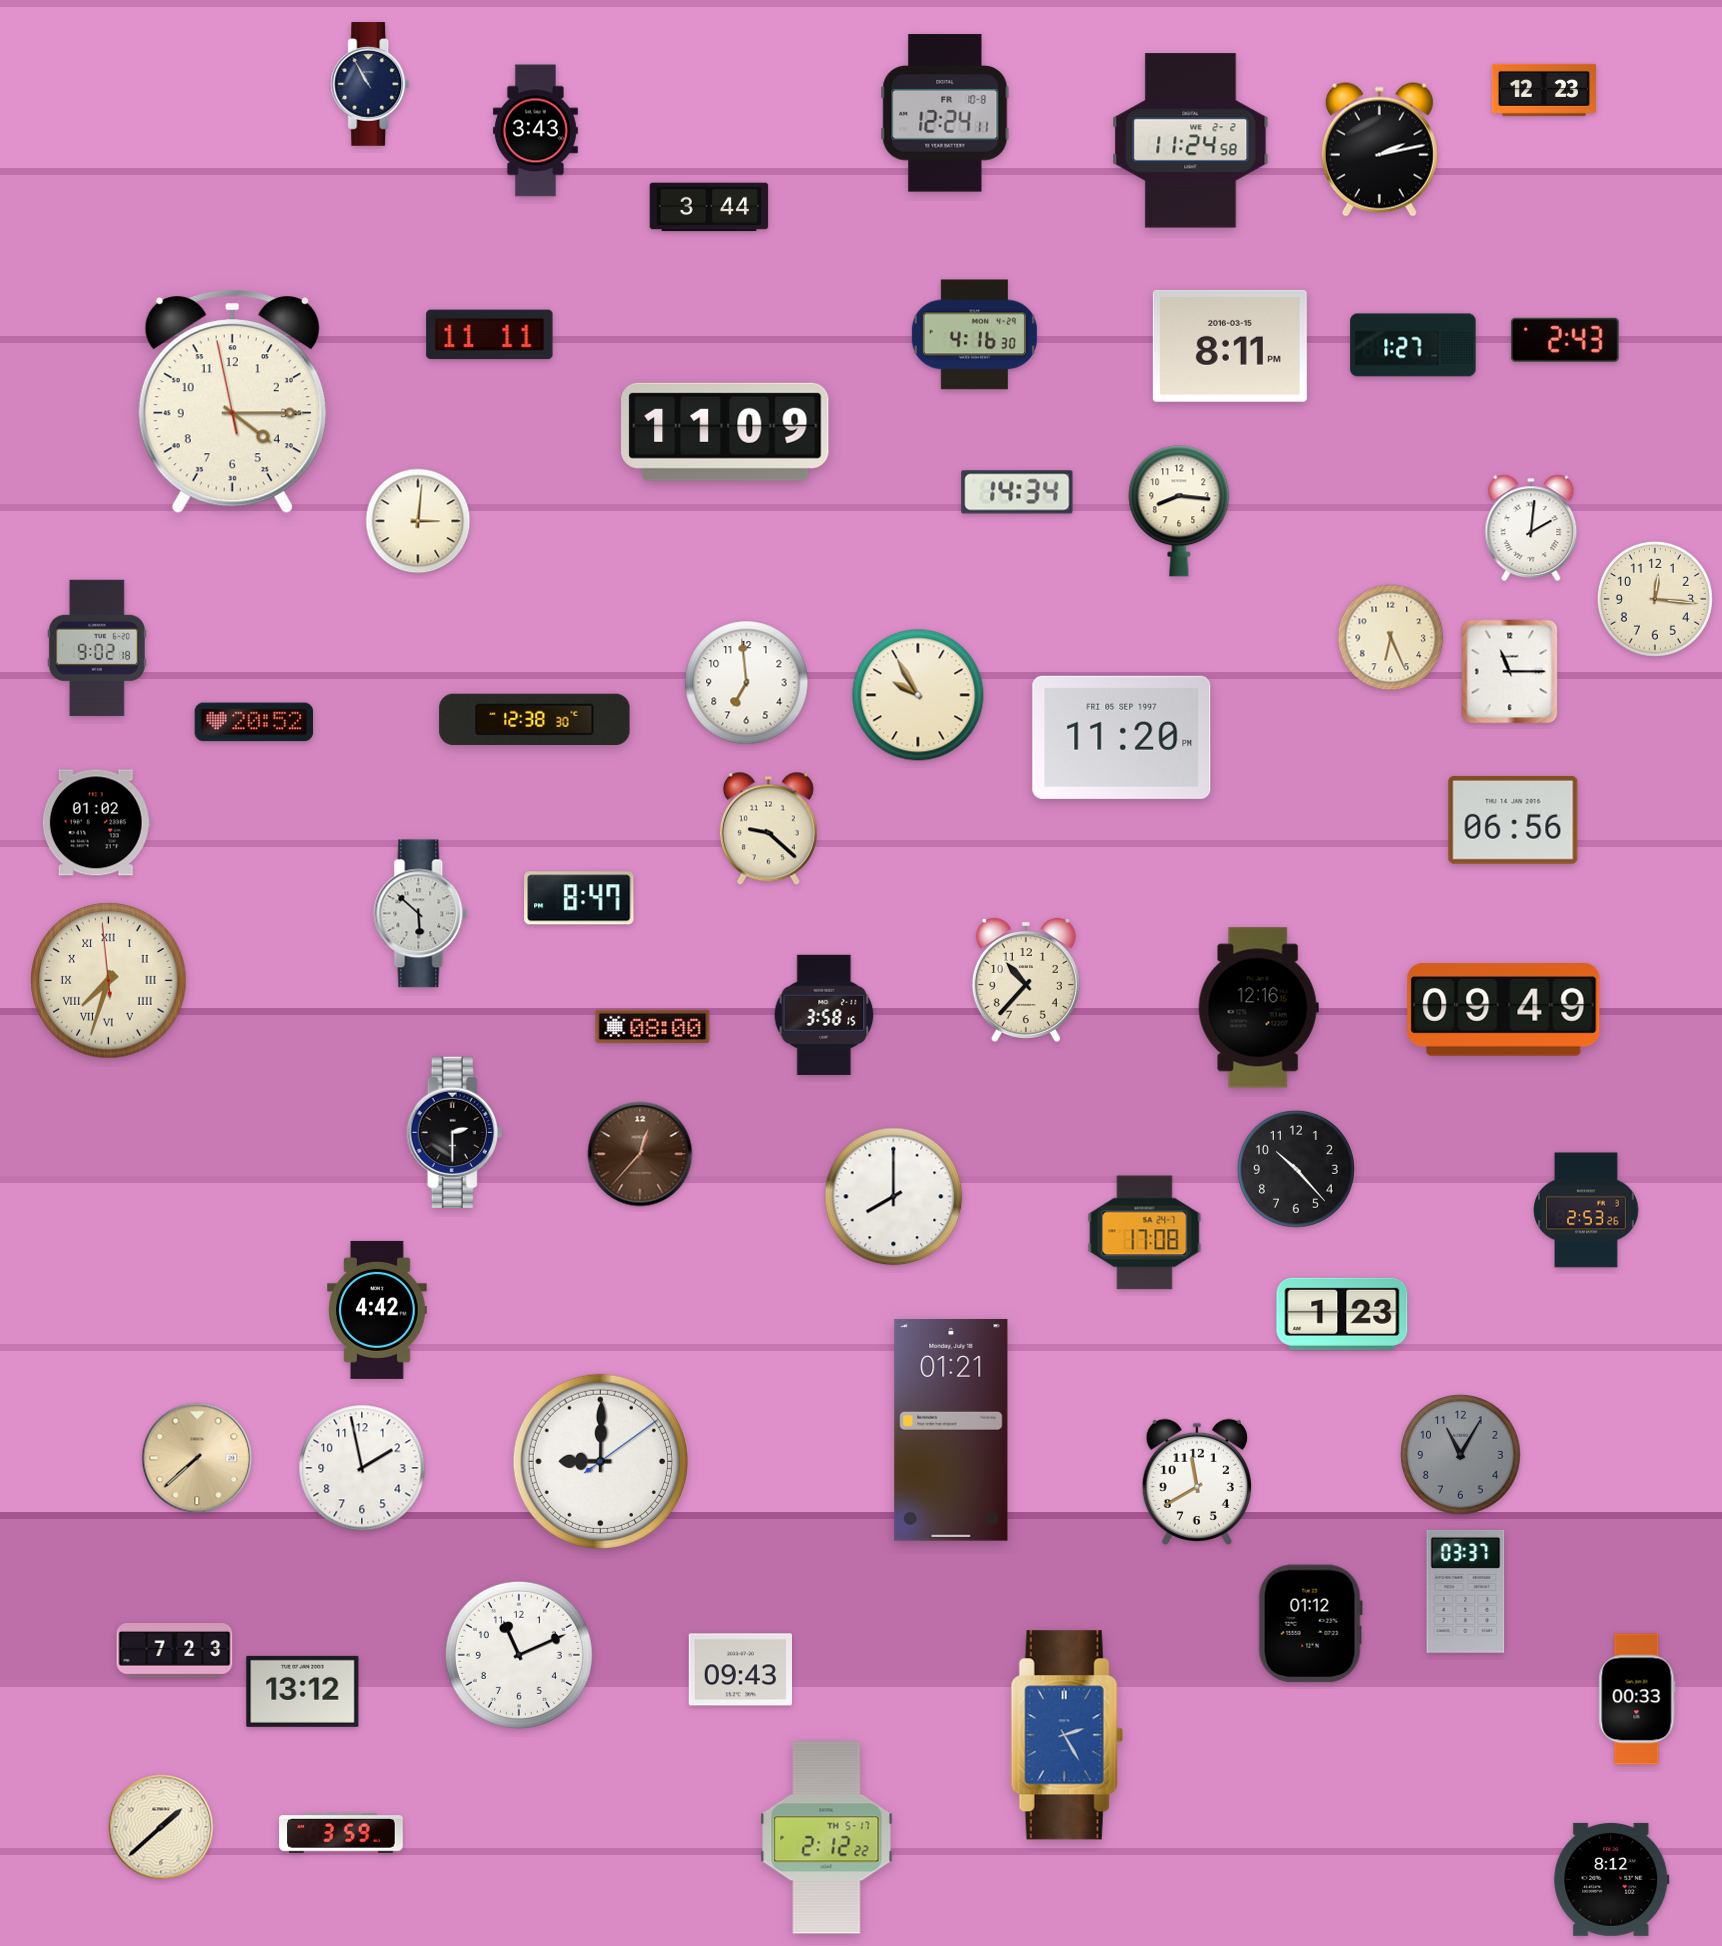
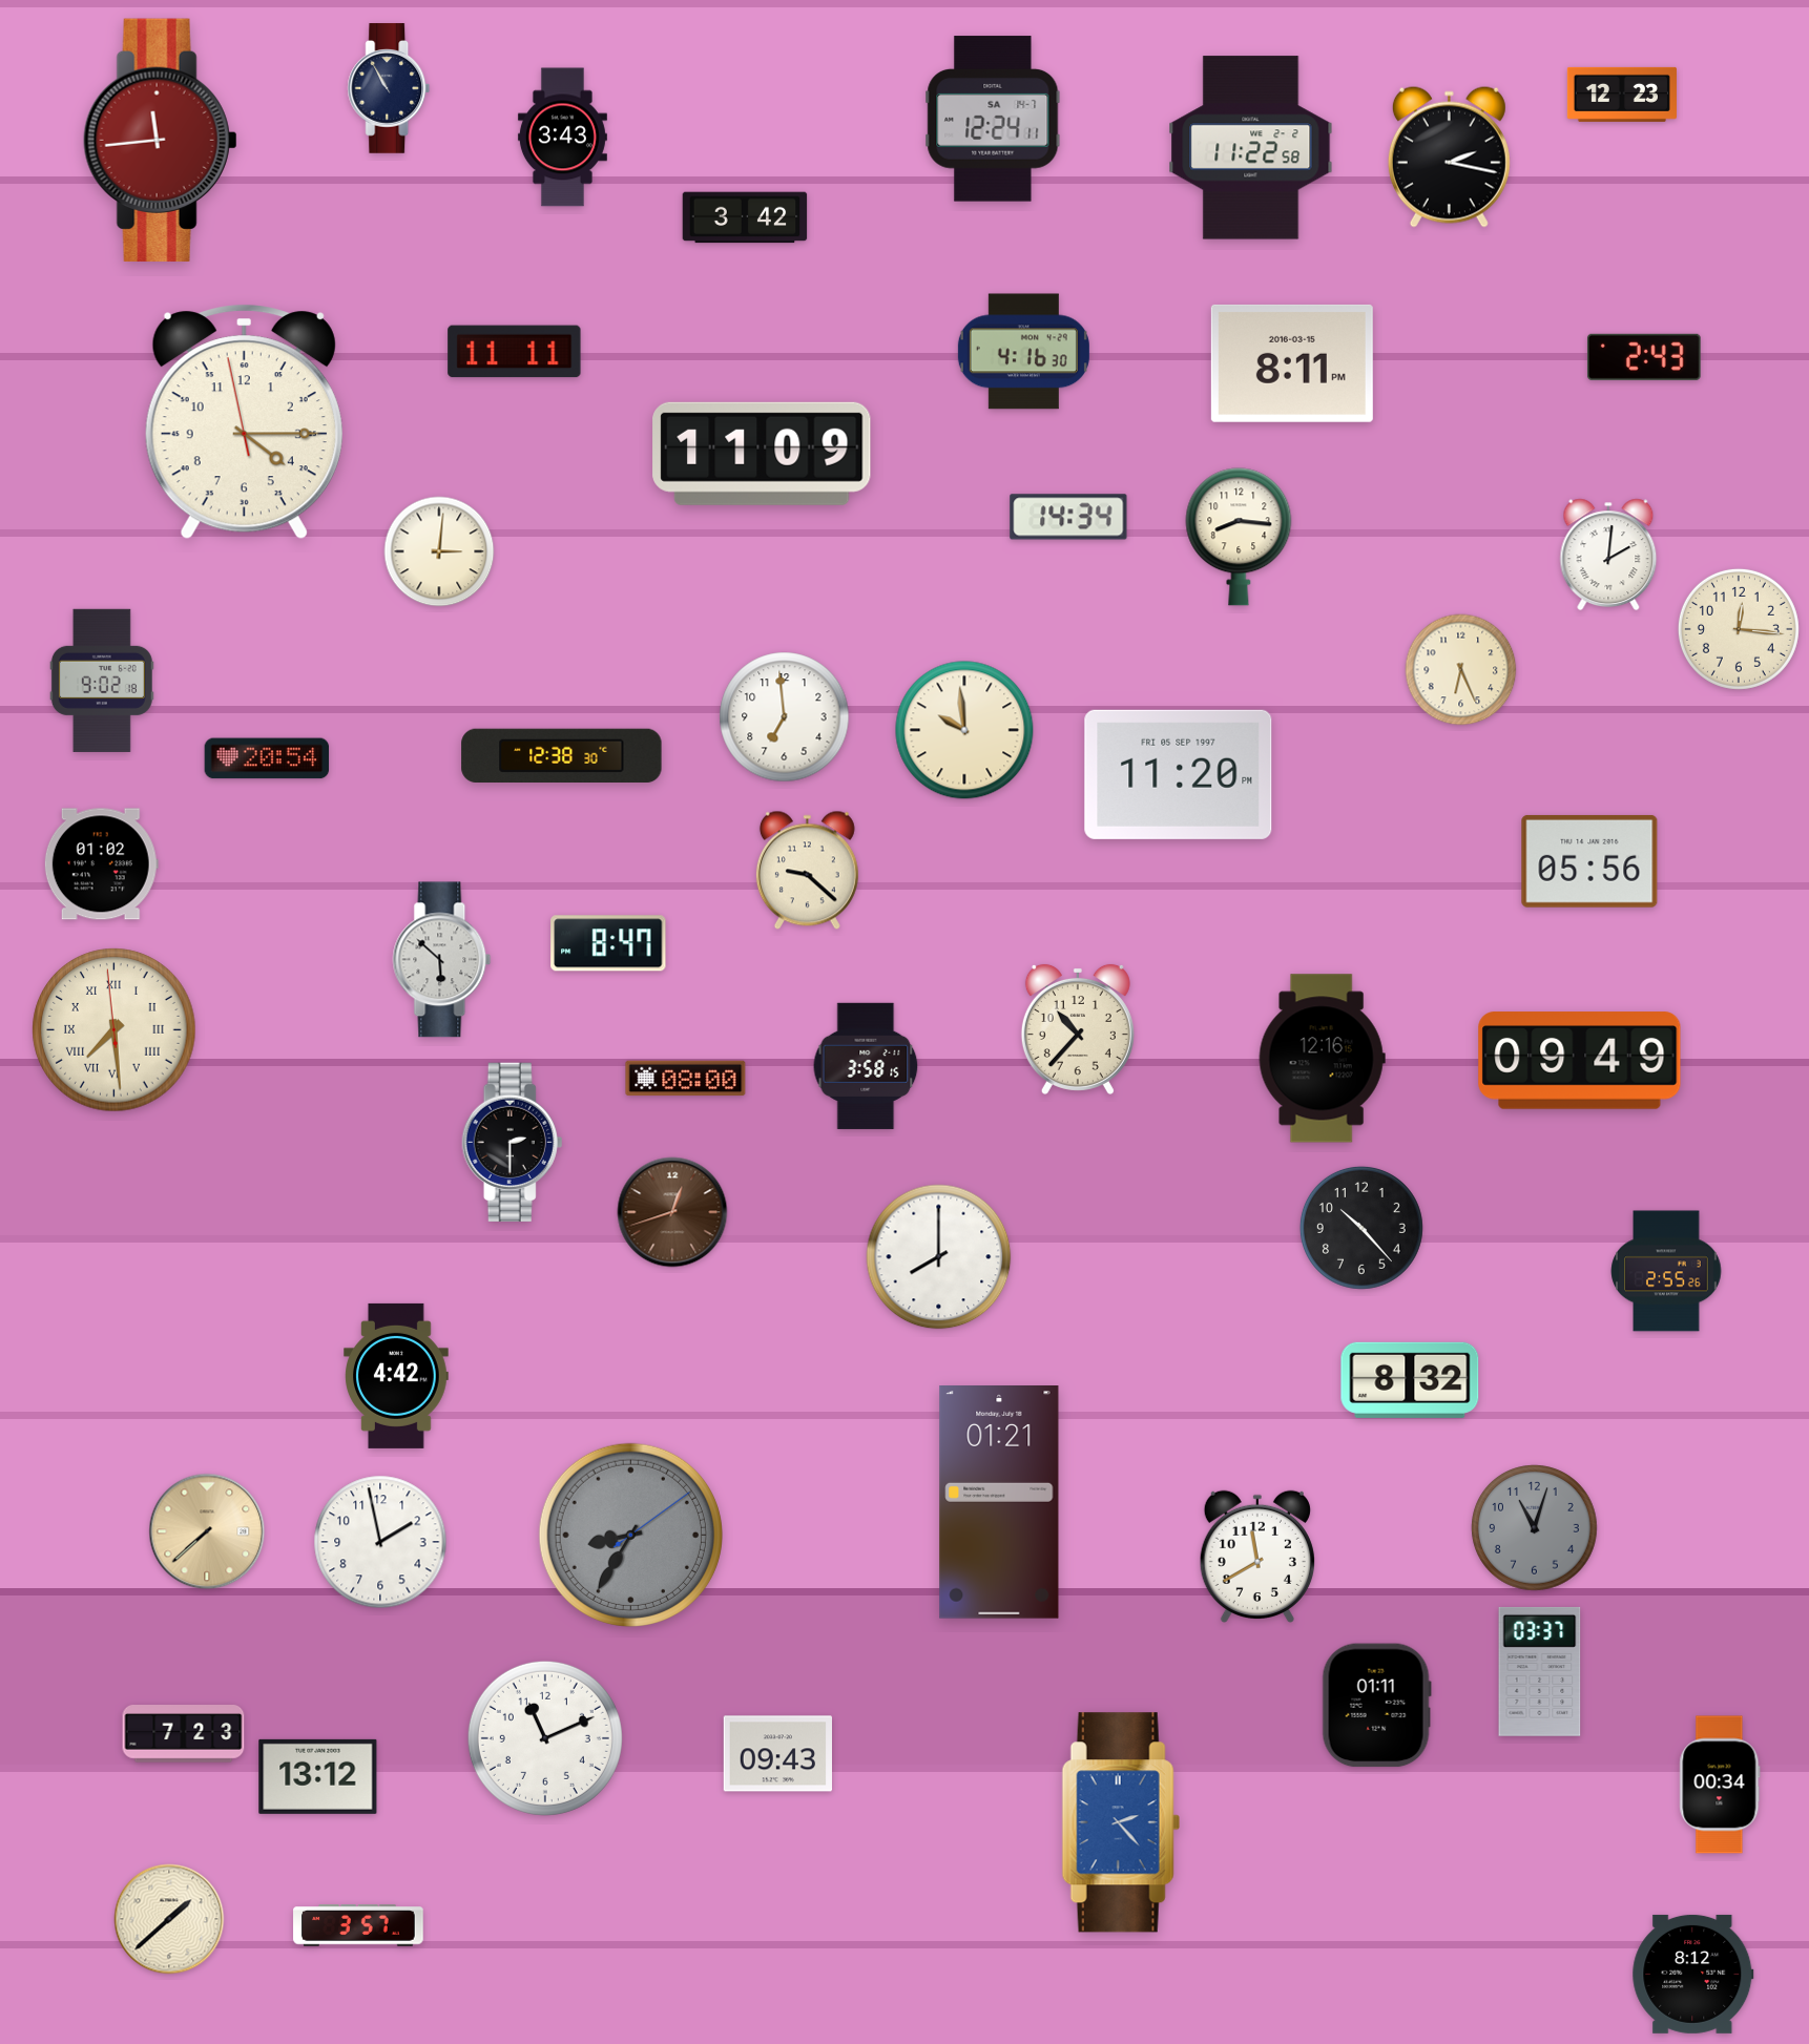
clock at (945, 113) date: FR 10-8 -> SA 14-7
clock at (161, 140): none -> 11:44
clock at (1191, 141): 11:24 -> 11:22
clock at (1379, 149): 2:13 -> 2:17
clock at (709, 207): 3:44 -> 3:42
clock at (1413, 345): 1:27 -> none
clock at (418, 521) position: (418, 521) -> (439, 551)
clock at (1510, 672): 11:15 -> none
clock at (918, 695): 9:55 -> 9:59
clock at (254, 722): 20:52 -> 20:54
clock at (1513, 820): 06:56 -> 05:56
clock at (109, 981): 7:32 -> 7:28
clock at (455, 1132) position: (455, 1132) -> (513, 1142)
clock at (640, 1154): 12:37 -> 12:42
clock at (1586, 1210): 2:53 -> 2:55
clock at (1145, 1233): 17:08 -> none
clock at (1342, 1314): 1:23 -> 8:32
clock at (1461, 1455): 11:05 -> 11:03
clock at (600, 1461): 9:00 -> 8:35
clock at (600, 1461) dial: white -> grey
clock at (1310, 1624): 01:12 -> 01:11
clock at (1637, 1699): 00:33 -> 00:34
clock at (1067, 1735): 2:25 -> 2:23
clock at (341, 1833): 3:59 -> 3:57
clock at (827, 1838): 2:12 -> none
